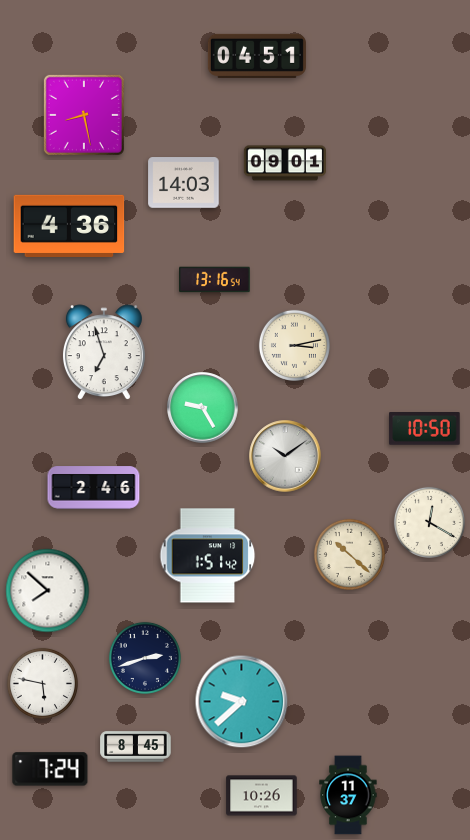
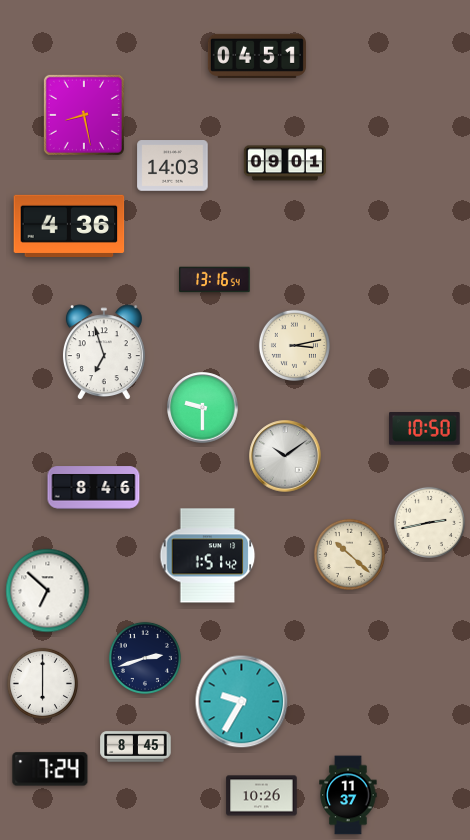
clock at (184, 183) position: (184, 183) -> (173, 166)
clock at (203, 408): 9:25 -> 9:30
clock at (94, 488): 2:46 -> 8:46
clock at (429, 522): 12:20 -> 2:43
clock at (48, 591): 7:52 -> 6:52
clock at (42, 683): 5:47 -> 6:00
clock at (242, 702): 9:38 -> 9:35
